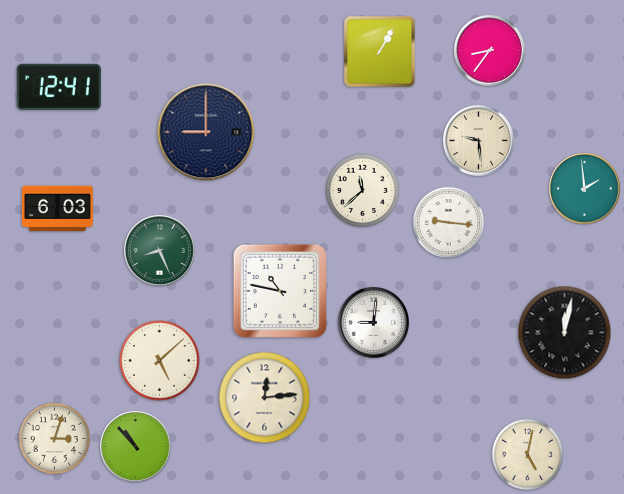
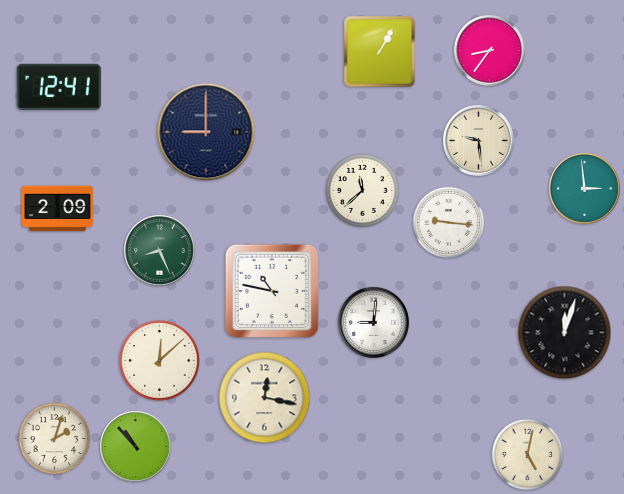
clock at (585, 189): 1:59 -> 2:59
clock at (57, 209): 6:03 -> 2:09
clock at (280, 291) position: (280, 291) -> (272, 291)
clock at (565, 333): 12:02 -> 12:03
clock at (160, 361): 5:08 -> 12:08
clock at (265, 398): 12:14 -> 12:17
clock at (55, 439): 3:03 -> 2:03
